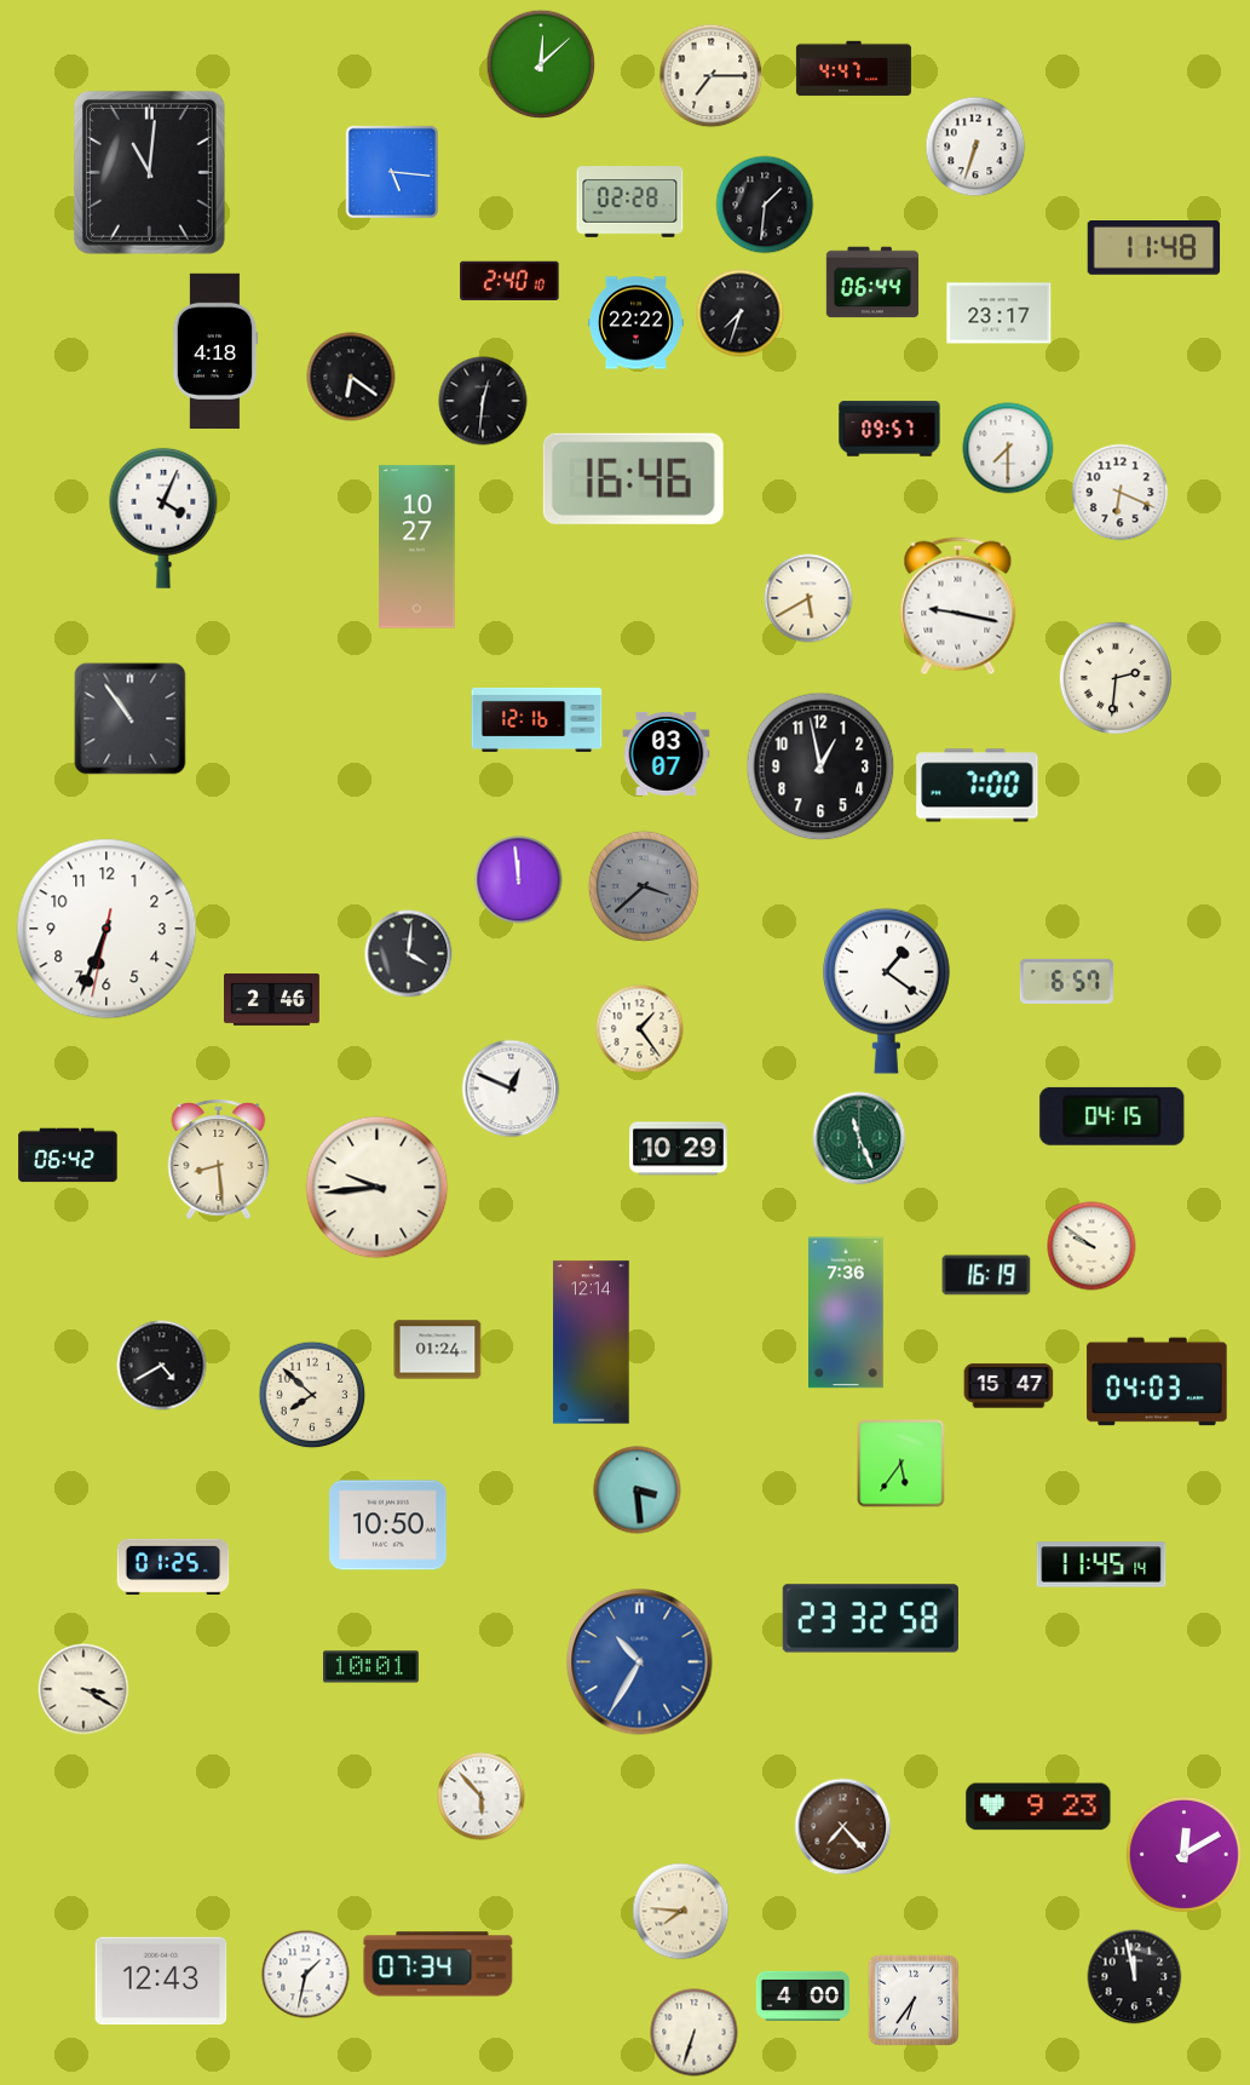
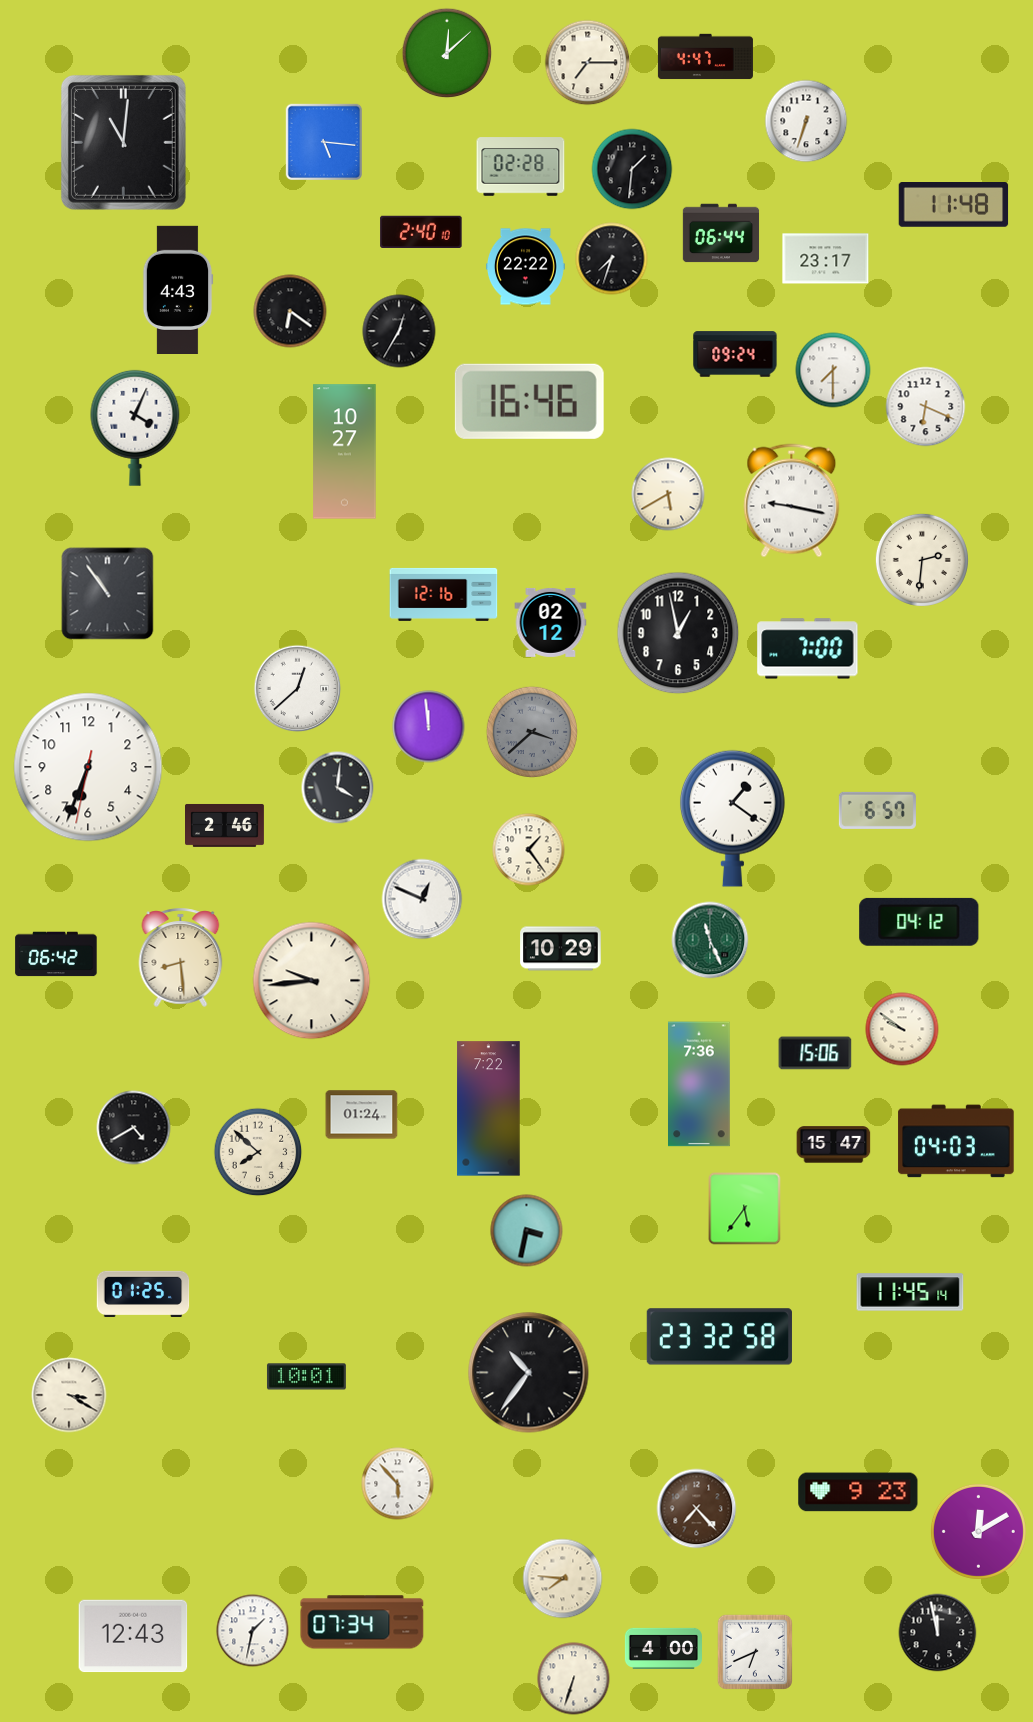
clock at (215, 350): 4:18 -> 4:43
clock at (483, 401): 12:31 -> 12:35
clock at (889, 429): 09:57 -> 09:24
clock at (633, 478) position: (633, 478) -> (529, 401)
clock at (667, 753): 03:07 -> 02:12
clock at (298, 689): none -> 12:38
clock at (1066, 981) position: (1066, 981) -> (877, 810)
clock at (1112, 1116): 04:15 -> 04:12
clock at (986, 1275): 16:19 -> 15:06
clock at (592, 1343): 12:14 -> 7:22
clock at (638, 1490): 3:29 -> 3:32
clock at (388, 1526): 10:50 -> none
clock at (640, 1662): 10:35 -> 10:36
clock at (640, 1662) dial: blue -> black
clock at (914, 2000): 6:36 -> 6:41
